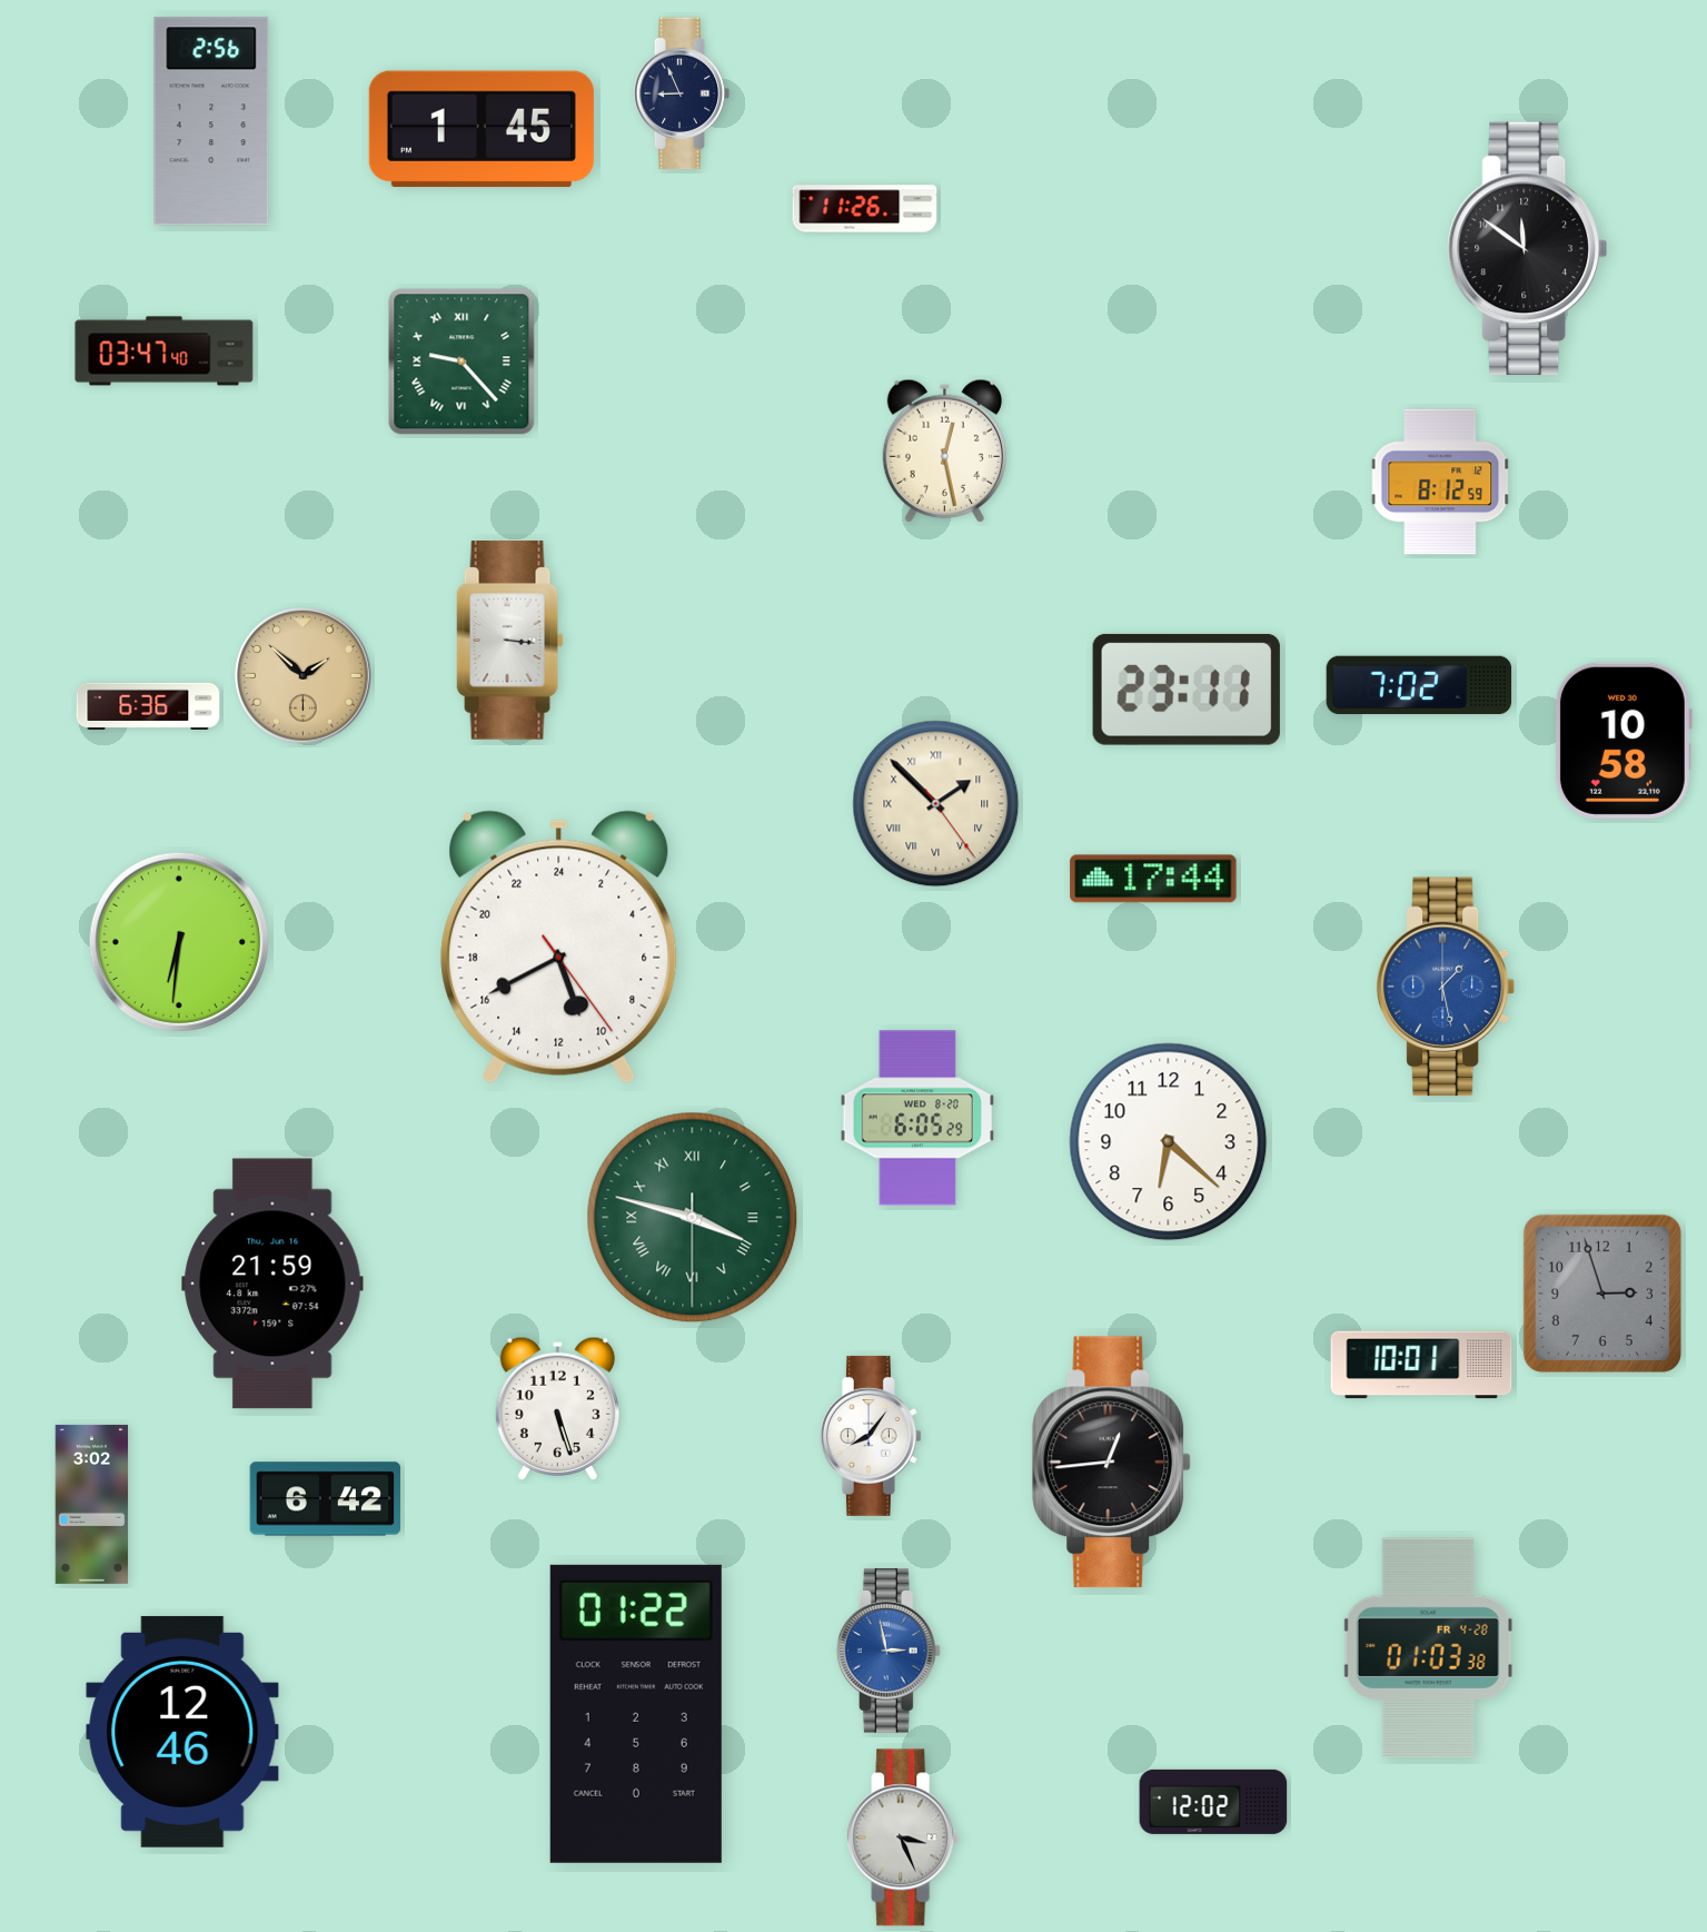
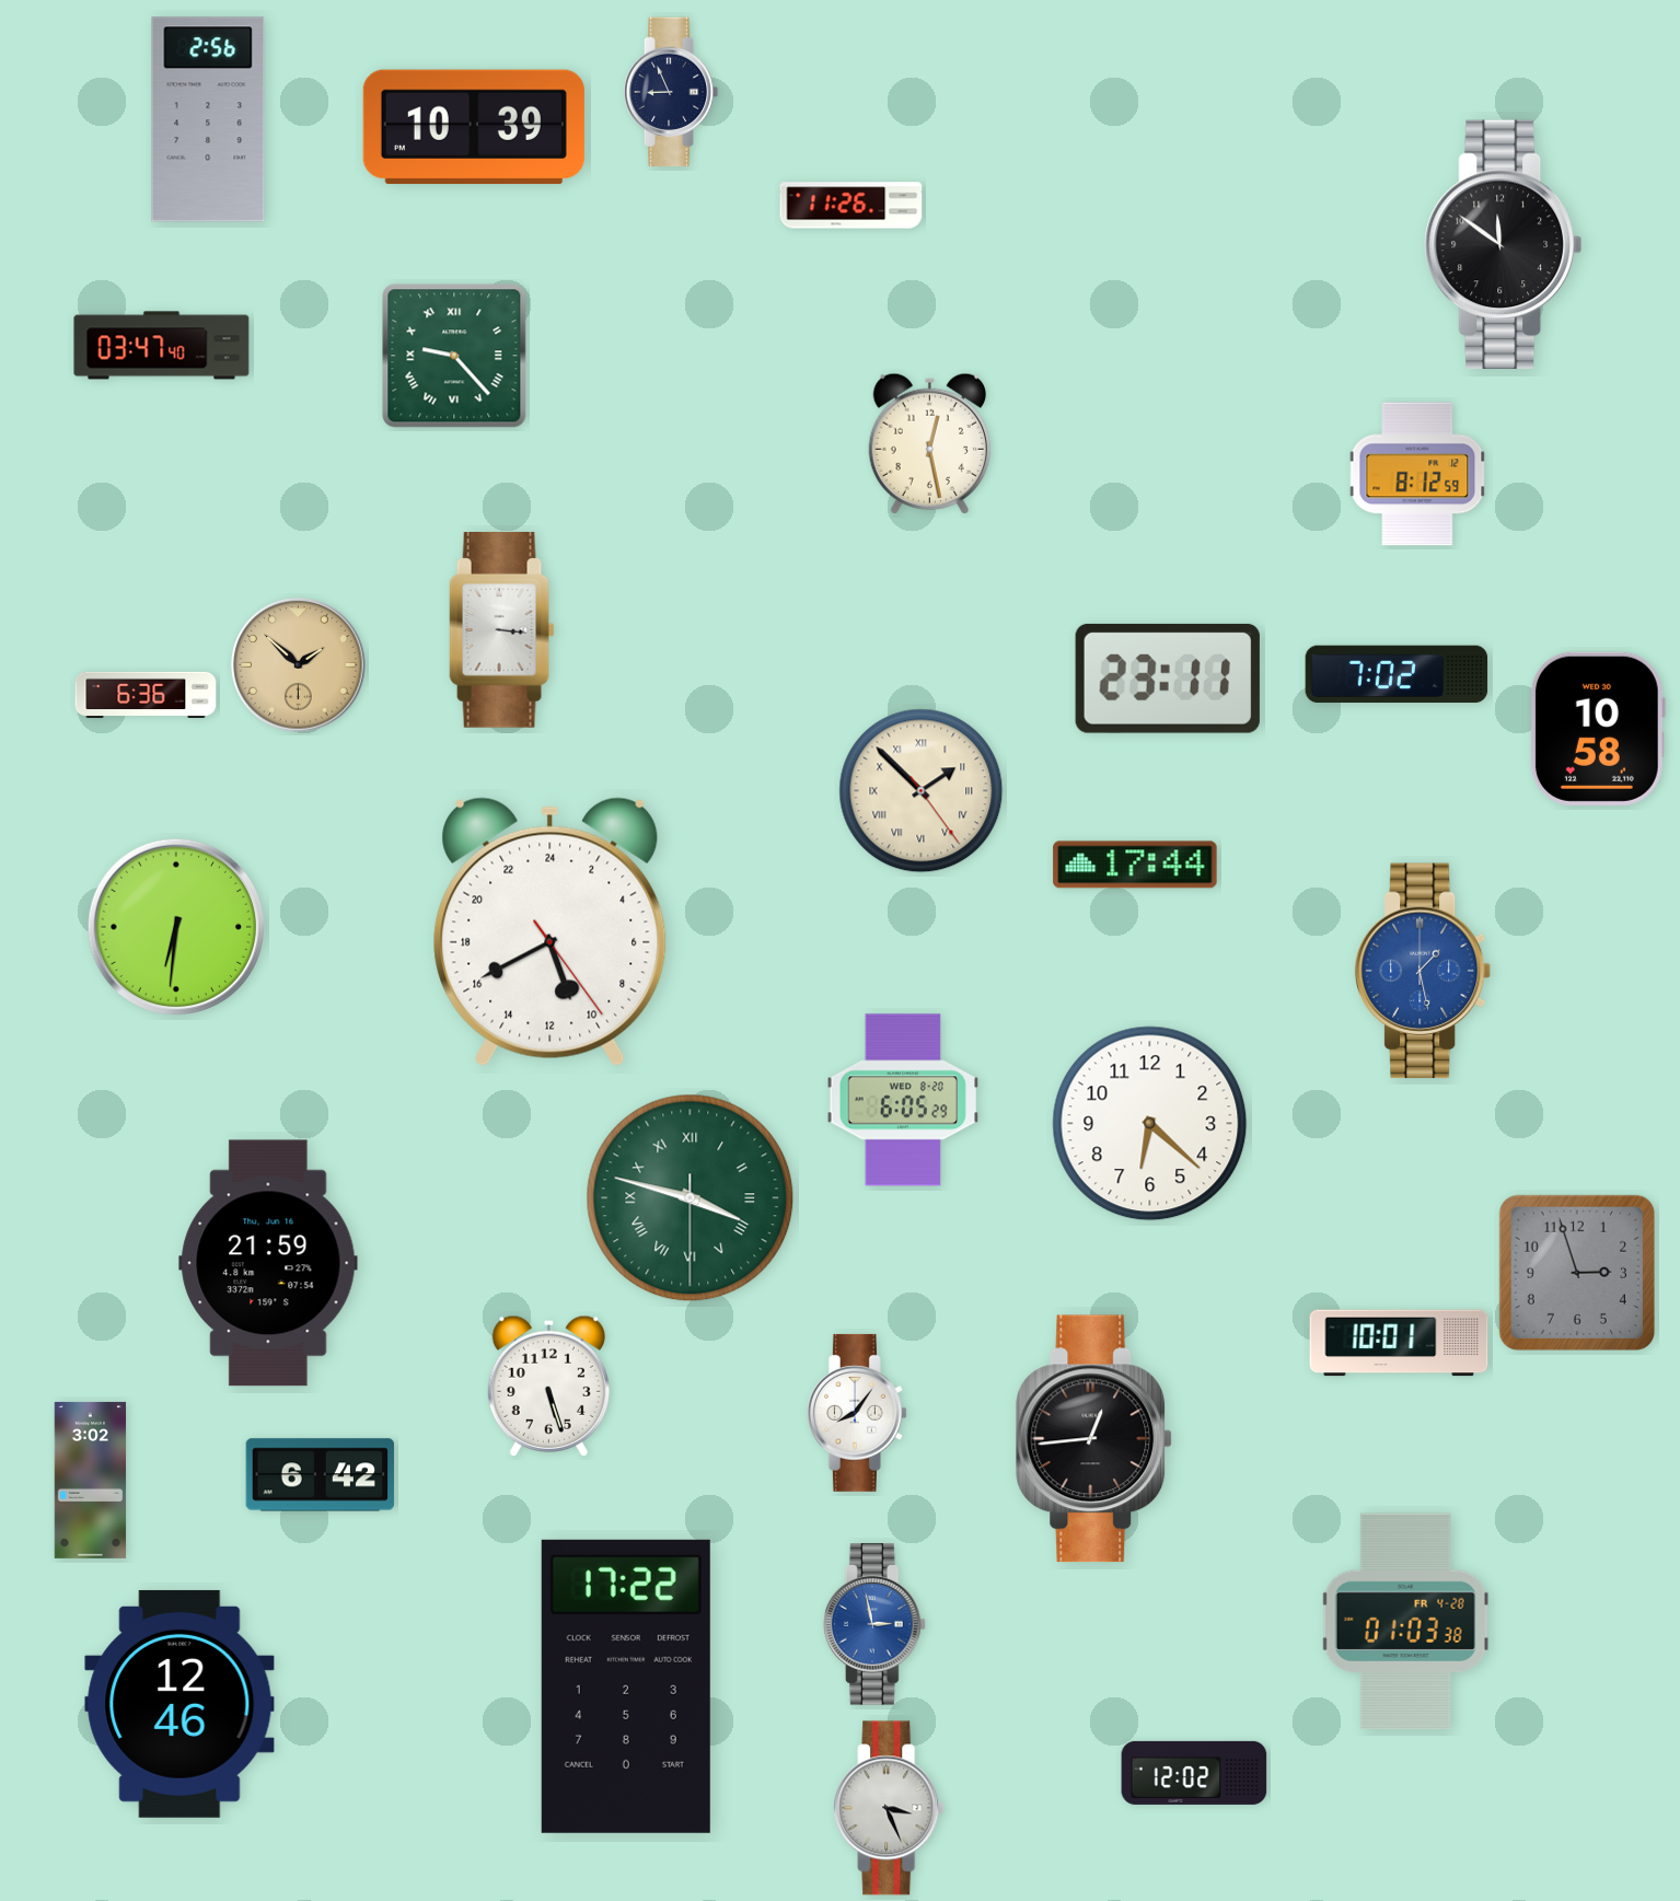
clock at (482, 129): 1:45 -> 10:39
clock at (693, 1218) position: (693, 1218) -> (691, 1198)
clock at (636, 1714): 01:22 -> 17:22
